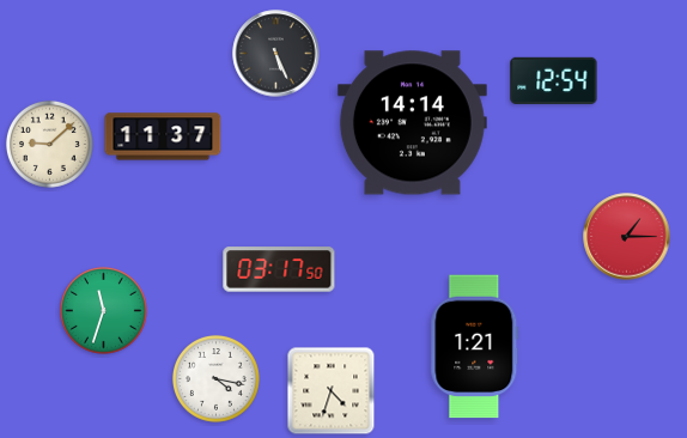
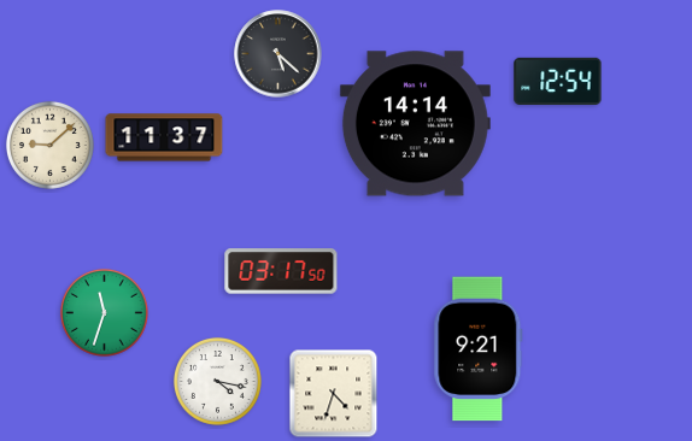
clock at (276, 54): 5:26 -> 5:22
clock at (627, 237): 1:15 -> none
clock at (475, 347): 1:21 -> 9:21
